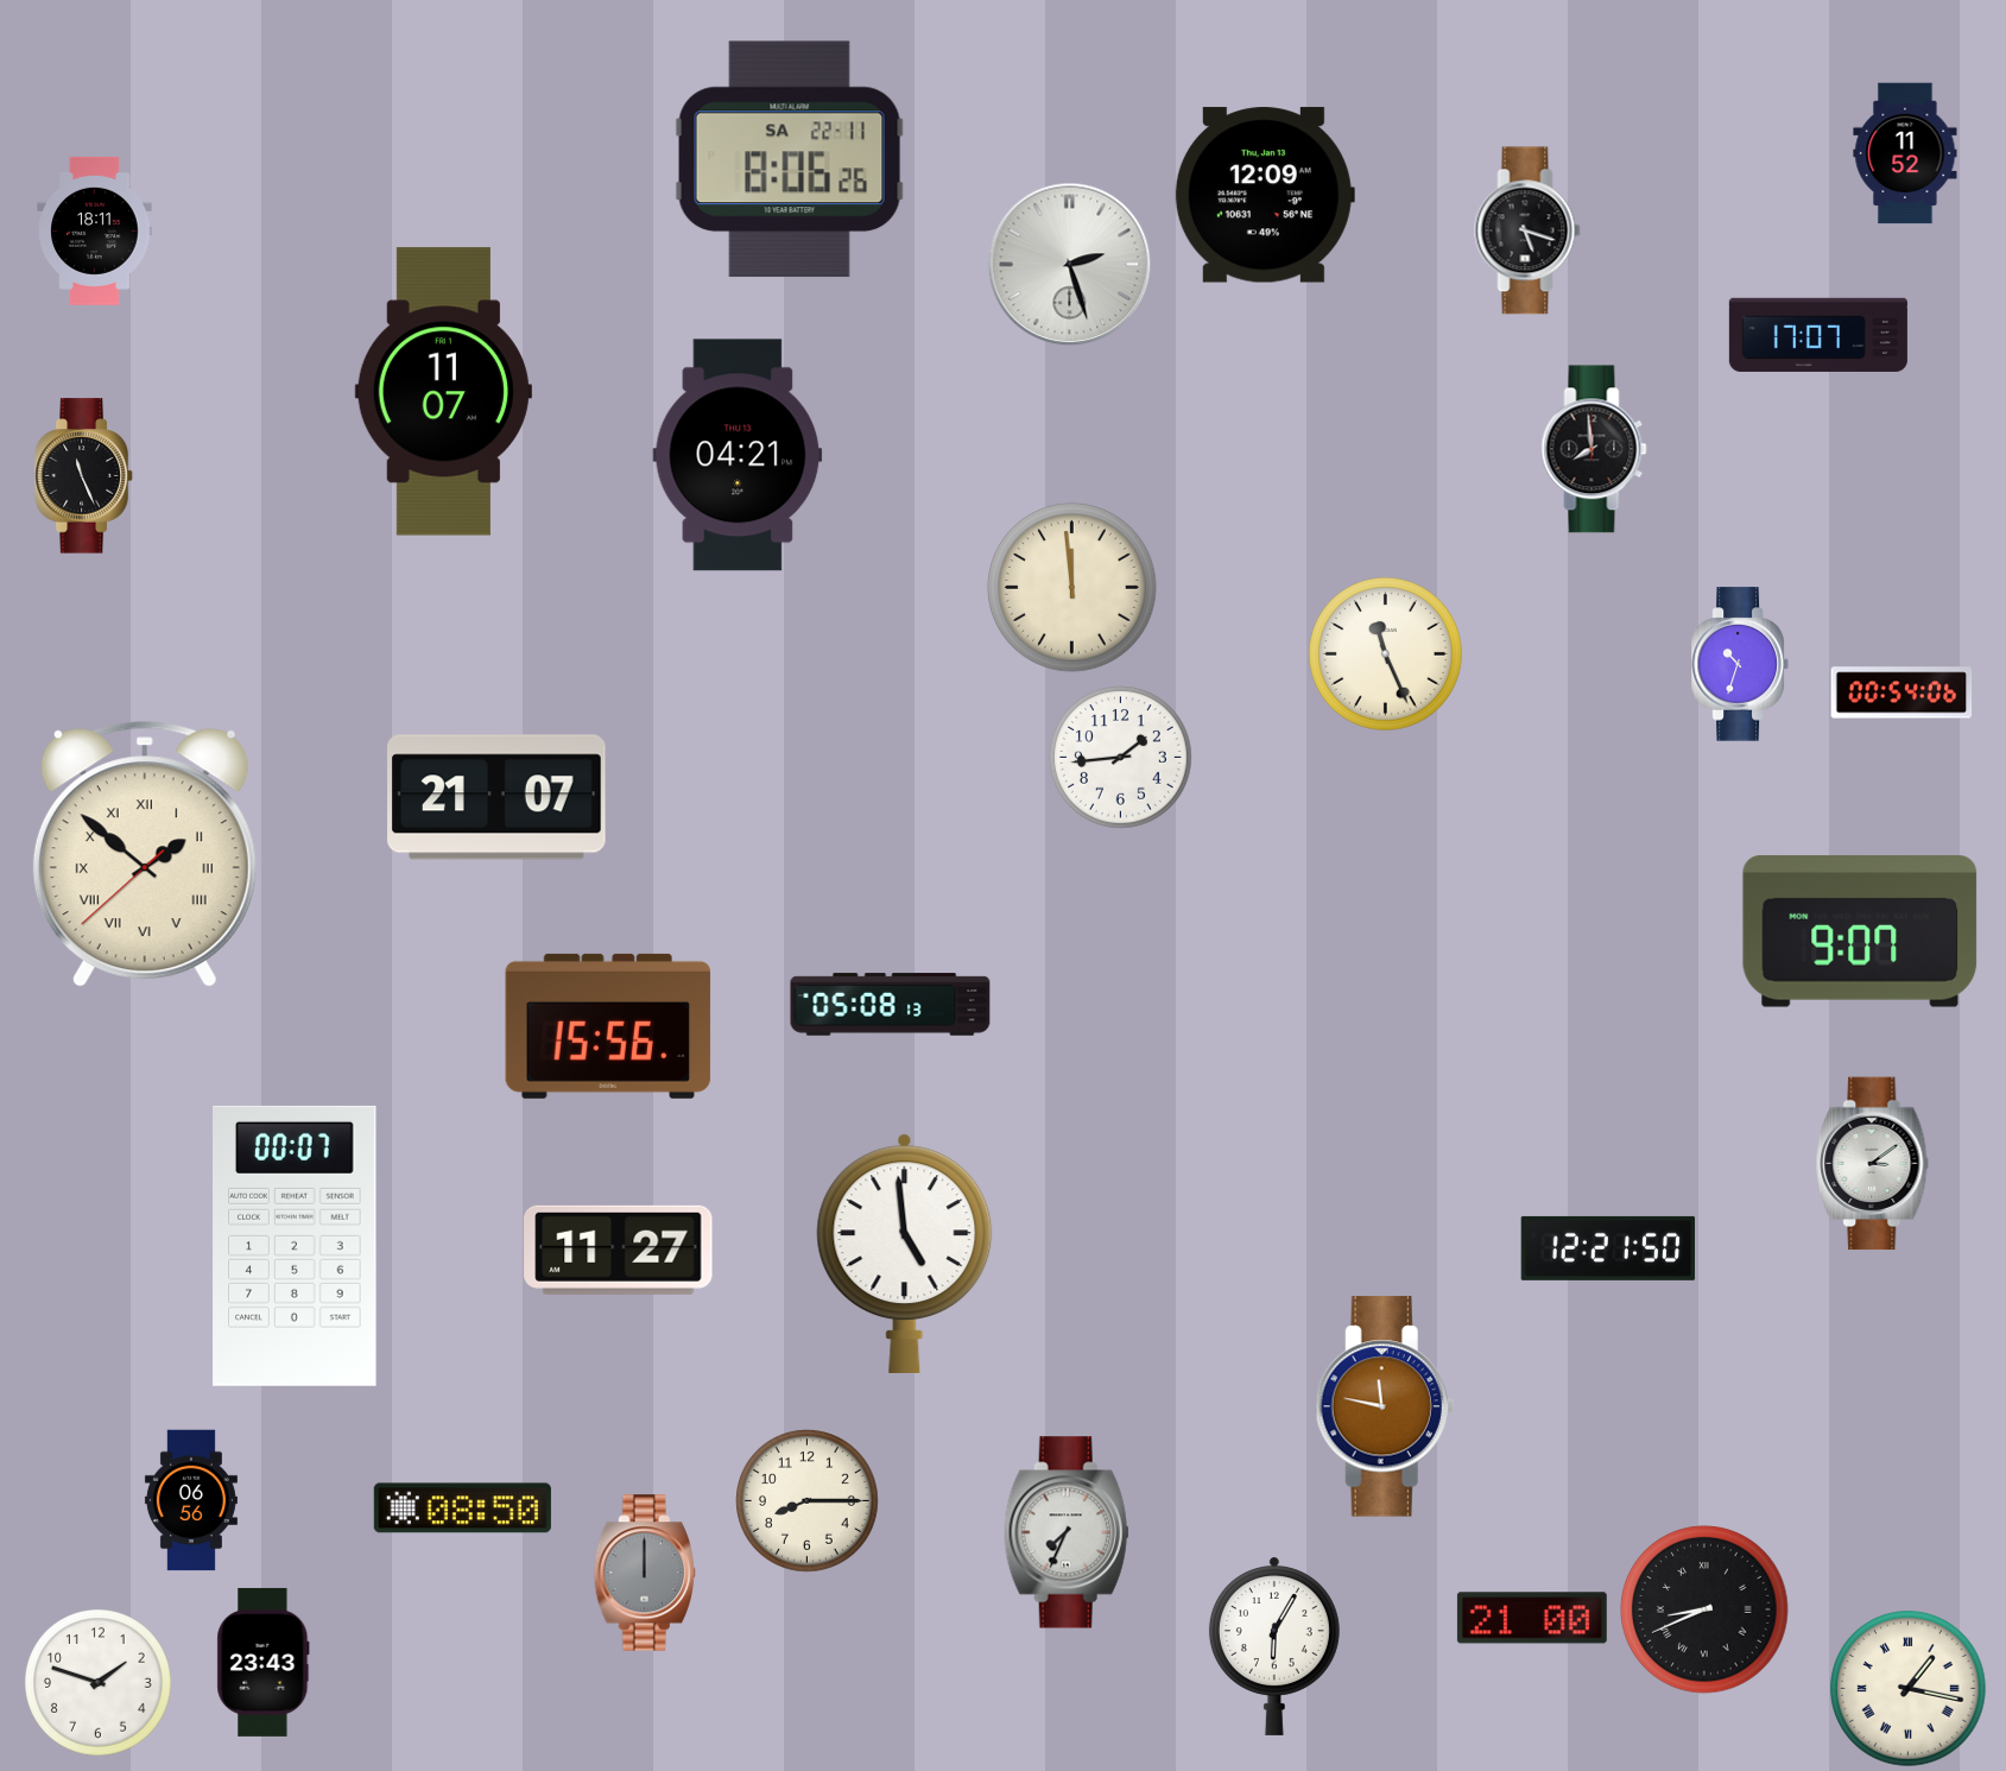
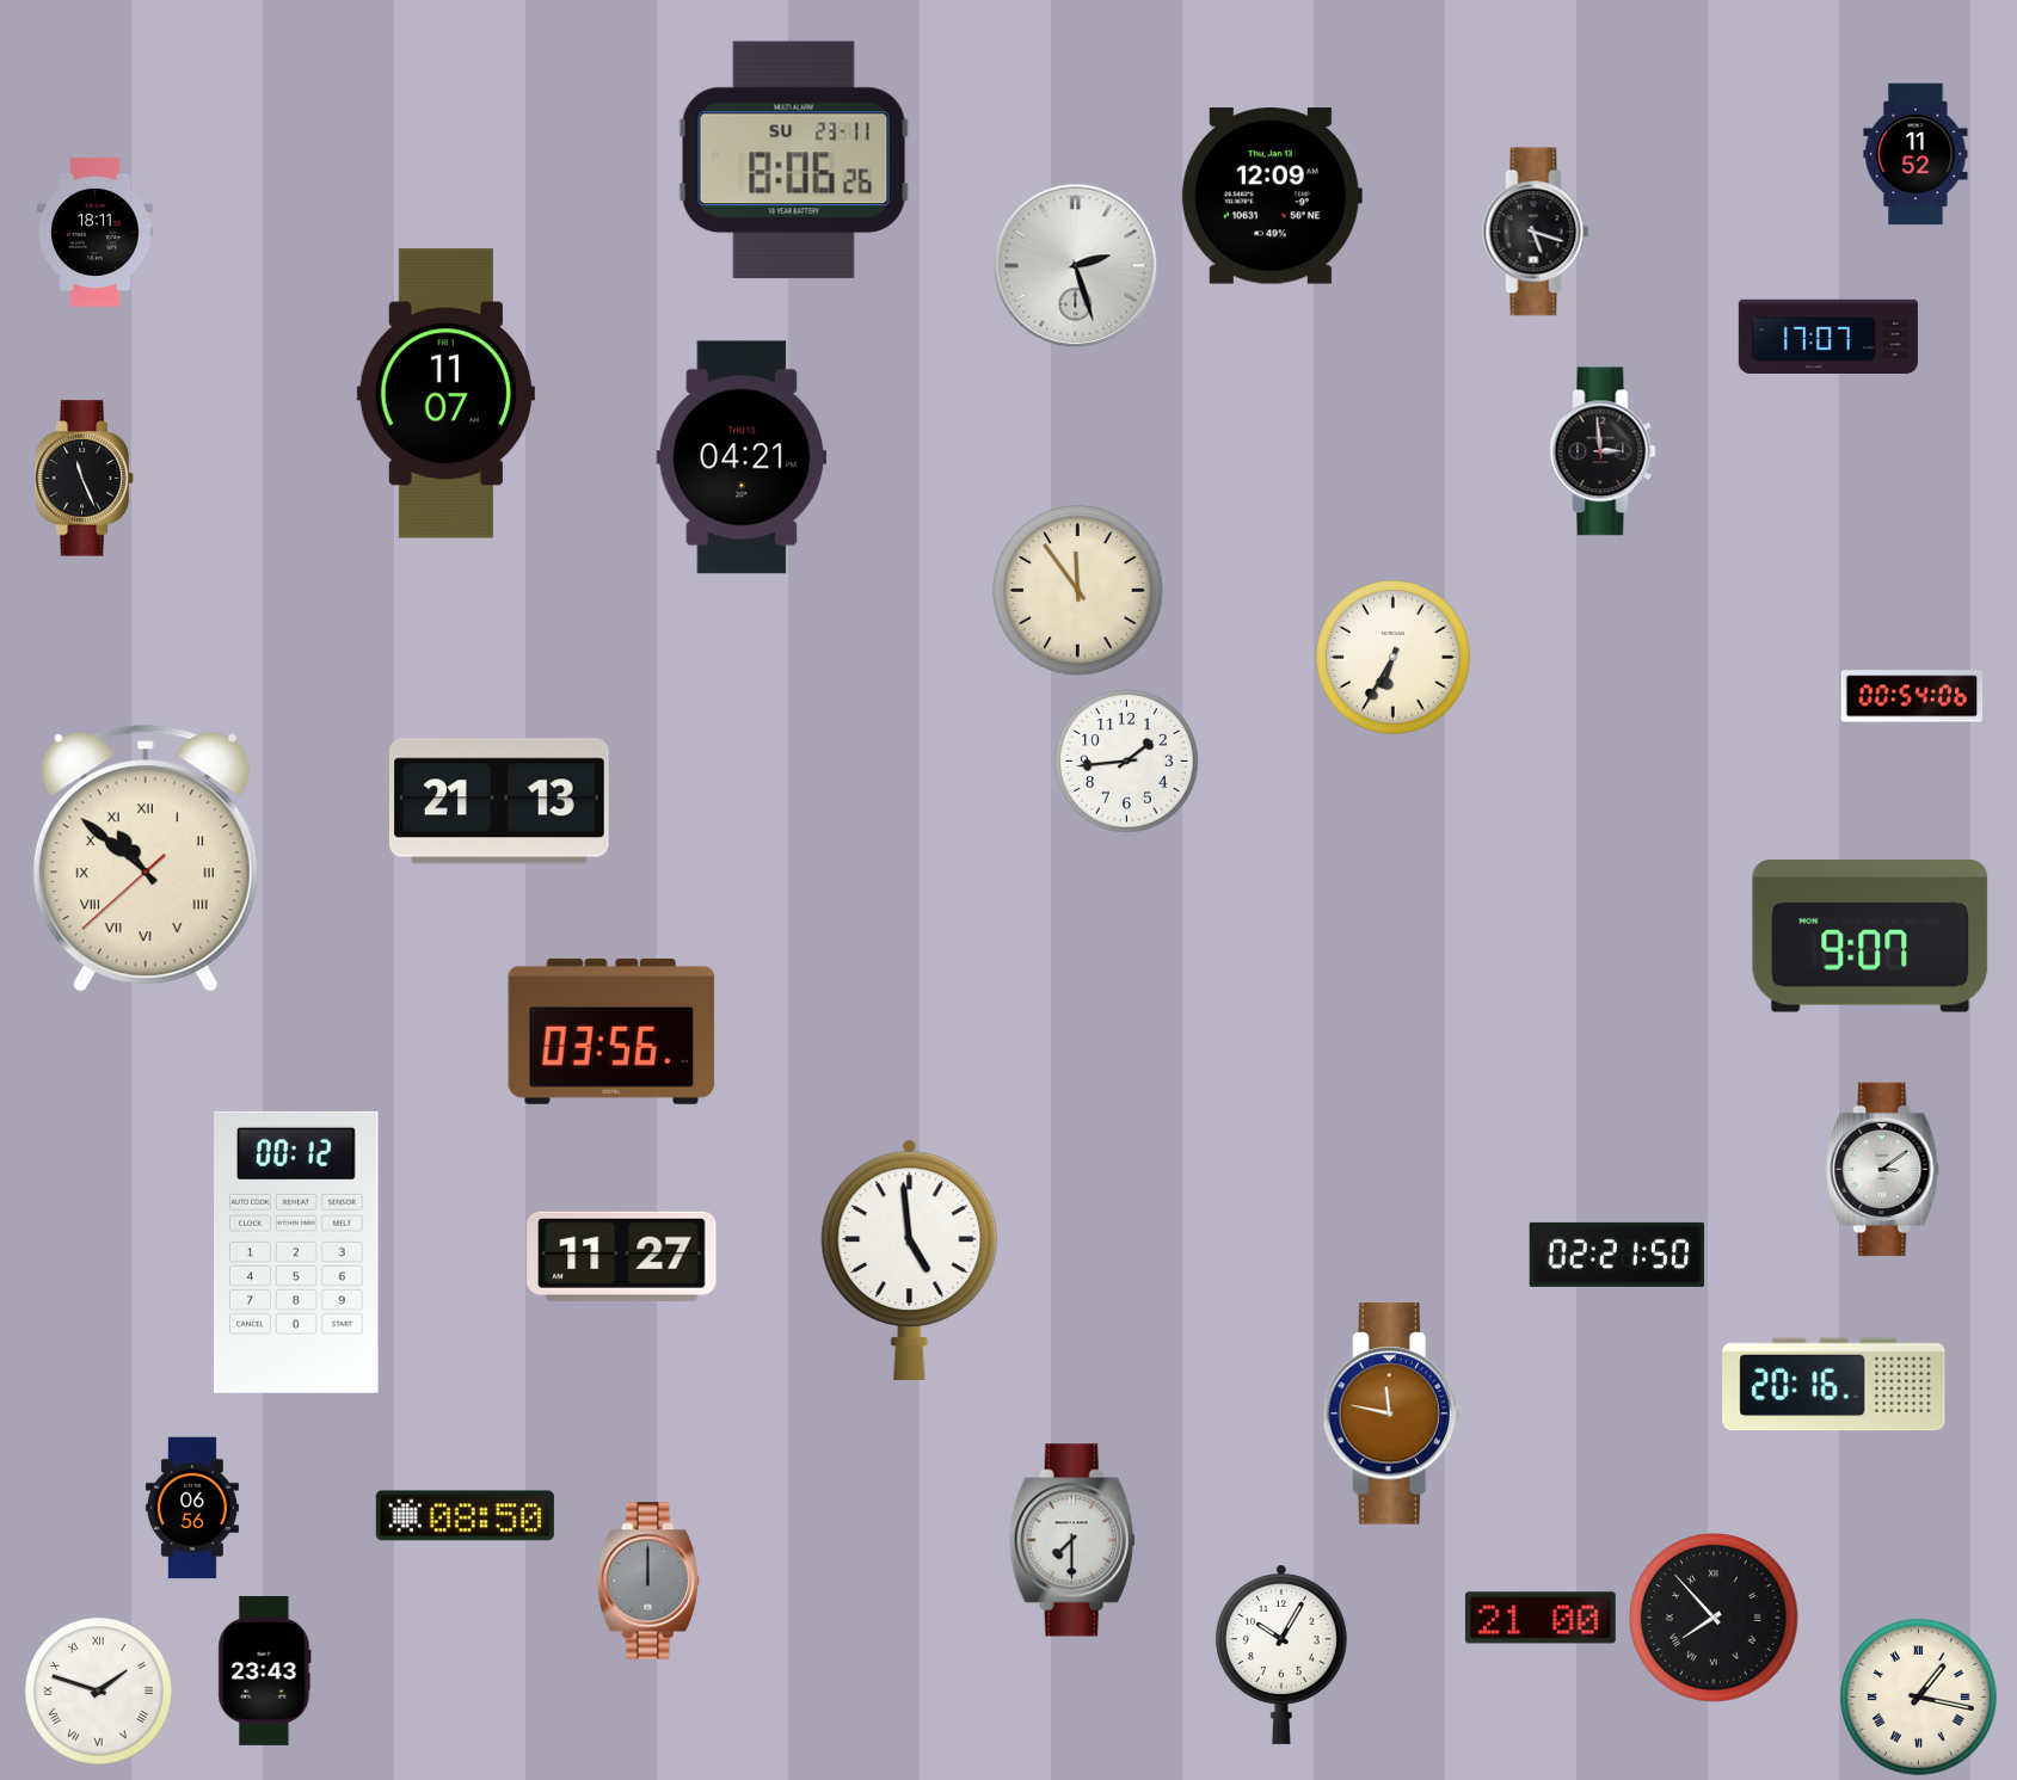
clock at (790, 159) date: SA 22-11 -> SU 23-11
clock at (1594, 449): 7:59 -> 2:59
clock at (1072, 588): 11:59 -> 11:54
clock at (1386, 654): 11:26 -> 6:35
clock at (1740, 664): 10:33 -> none
clock at (498, 797): 21:07 -> 21:13
clock at (145, 855): 1:51 -> 10:51
clock at (891, 1005): 05:08 -> none
clock at (608, 1026): 15:56 -> 03:56
clock at (295, 1246): 00:07 -> 00:12
clock at (1608, 1248): 12:21 -> 02:21
clock at (1834, 1385): none -> 20:16
clock at (808, 1501): 8:15 -> none
clock at (1067, 1532): 7:34 -> 7:30
clock at (1704, 1609): 8:41 -> 7:53
clock at (1532, 1618) position: (1532, 1618) -> (1541, 1618)
clock at (1274, 1646): 6:05 -> 10:05
clock at (99, 1683) numerals: Arabic -> Roman
